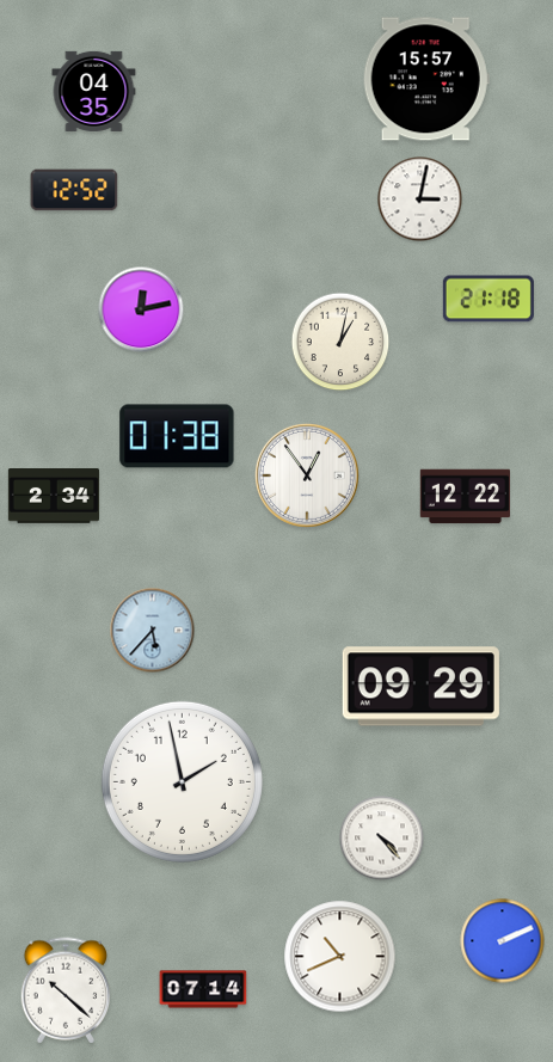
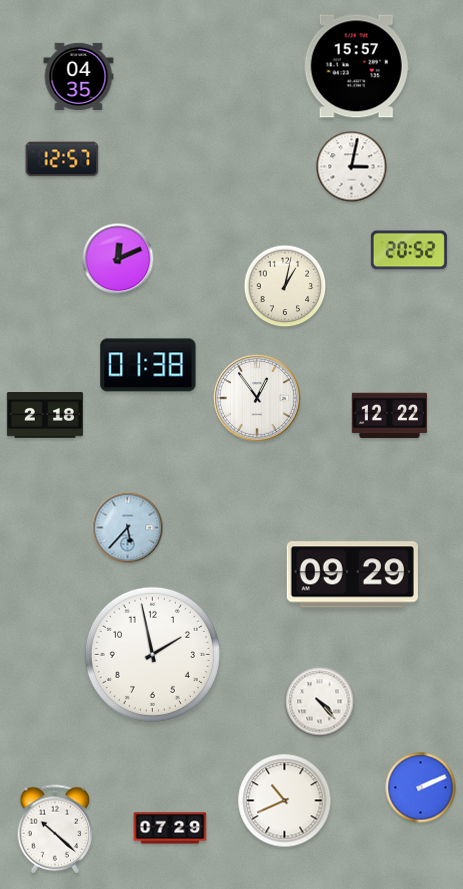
clock at (74, 190): 12:52 -> 12:57
clock at (489, 299): 21:18 -> 20:52
clock at (141, 309): 12:13 -> 12:11
clock at (54, 496): 2:34 -> 2:18
clock at (203, 989): 07:14 -> 07:29
